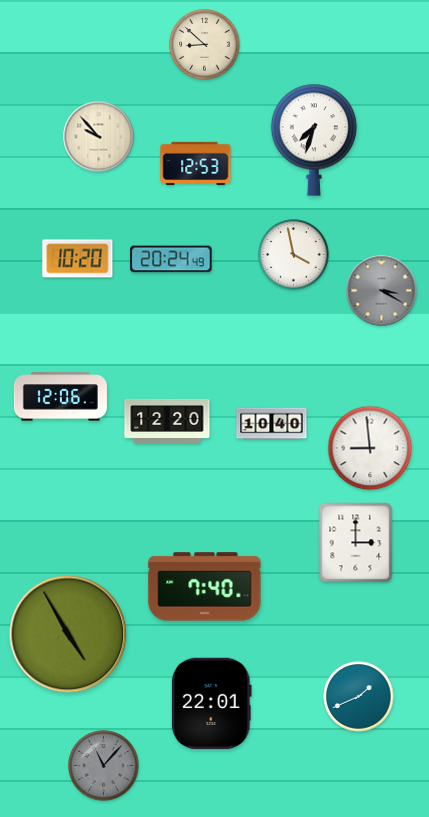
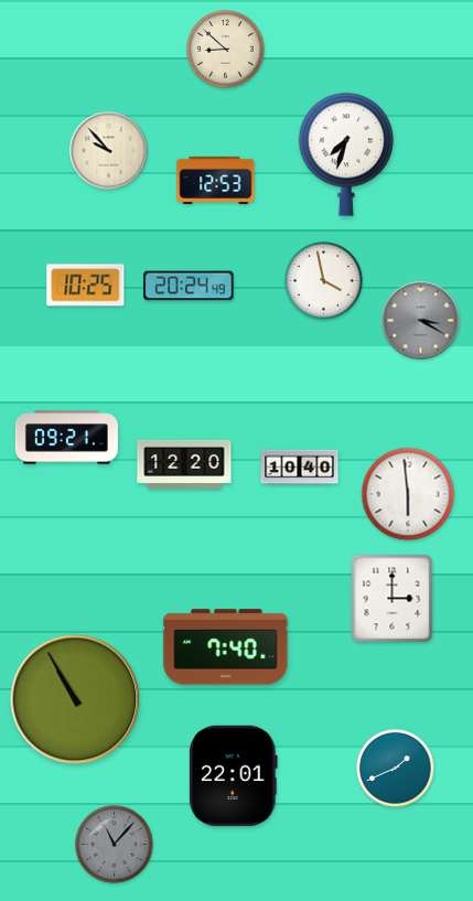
clock at (78, 259): 10:20 -> 10:25
clock at (60, 397): 12:06 -> 09:21
clock at (370, 448): 8:59 -> 5:59
clock at (68, 634): 4:55 -> 10:55
